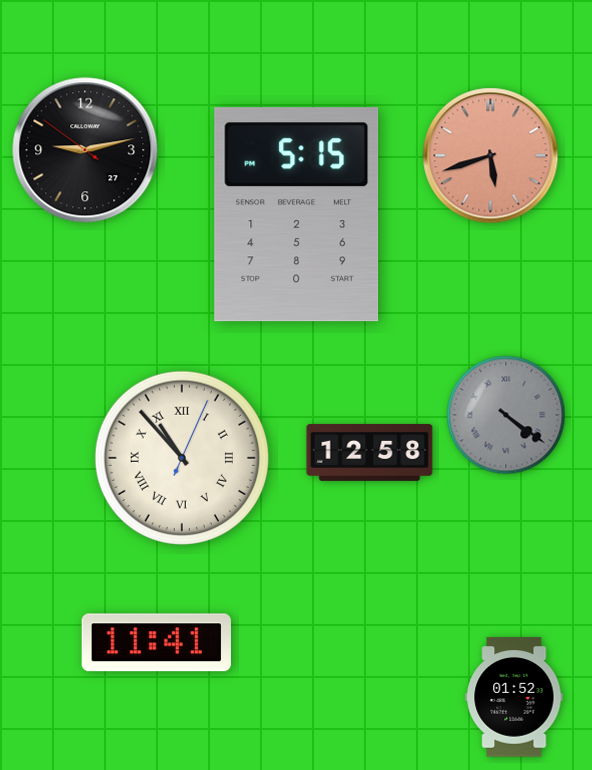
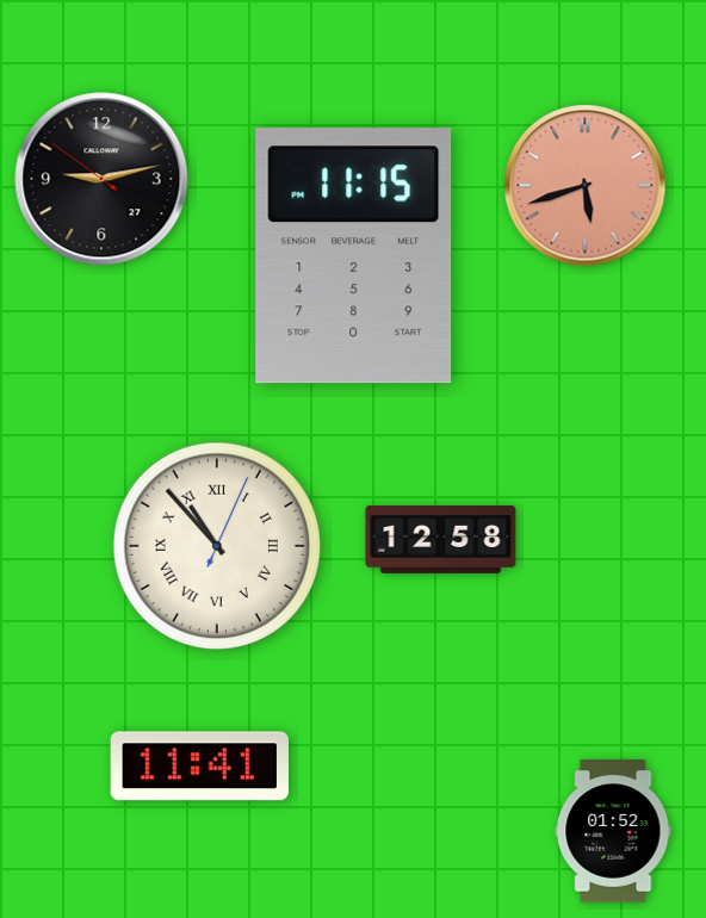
clock at (297, 215): 5:15 -> 11:15
clock at (506, 415): 4:21 -> none
clock at (156, 643) position: (156, 643) -> (199, 767)
